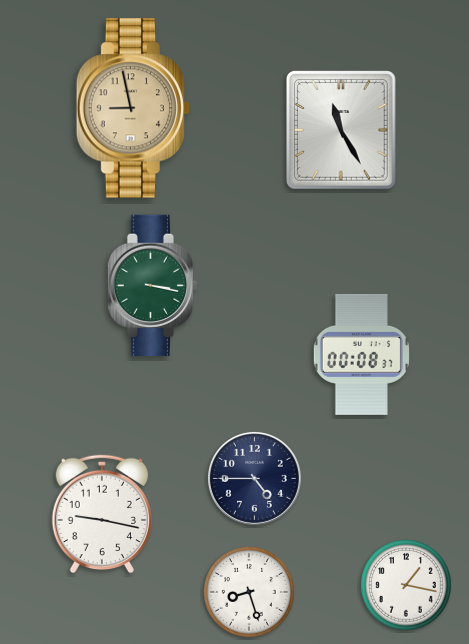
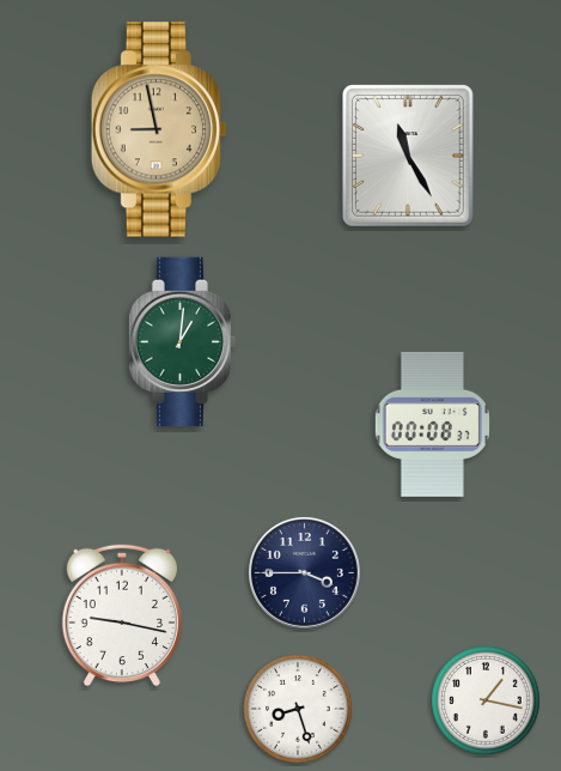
clock at (153, 286): 3:17 -> 1:01
clock at (254, 478): 4:45 -> 3:45
